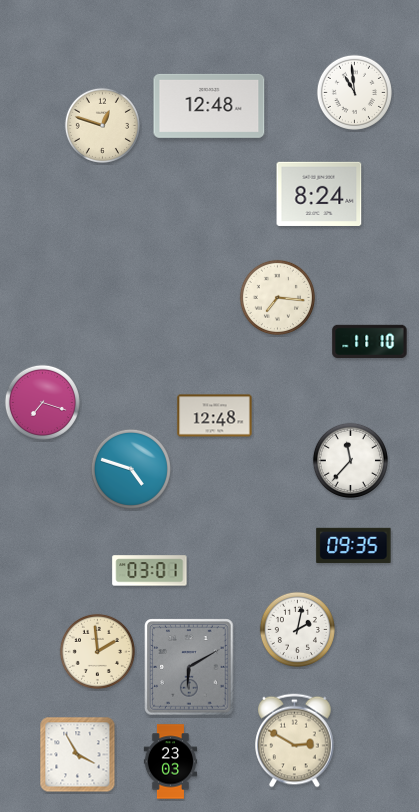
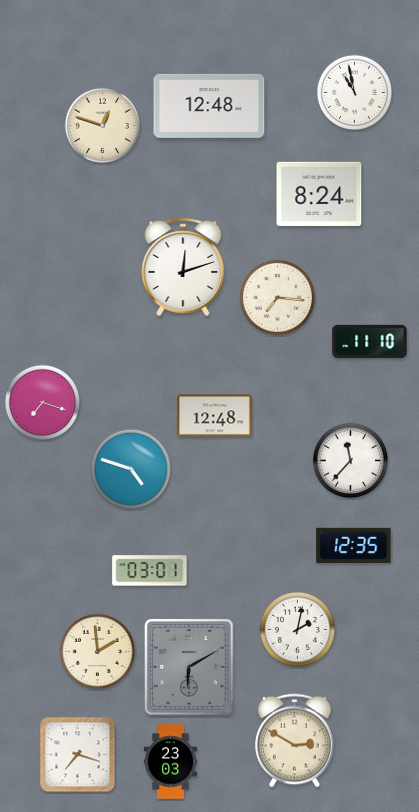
clock at (354, 92): 10:59 -> 10:58
clock at (183, 267): none -> 12:12
clock at (354, 545): 09:35 -> 12:35
clock at (78, 755): 3:55 -> 7:18
